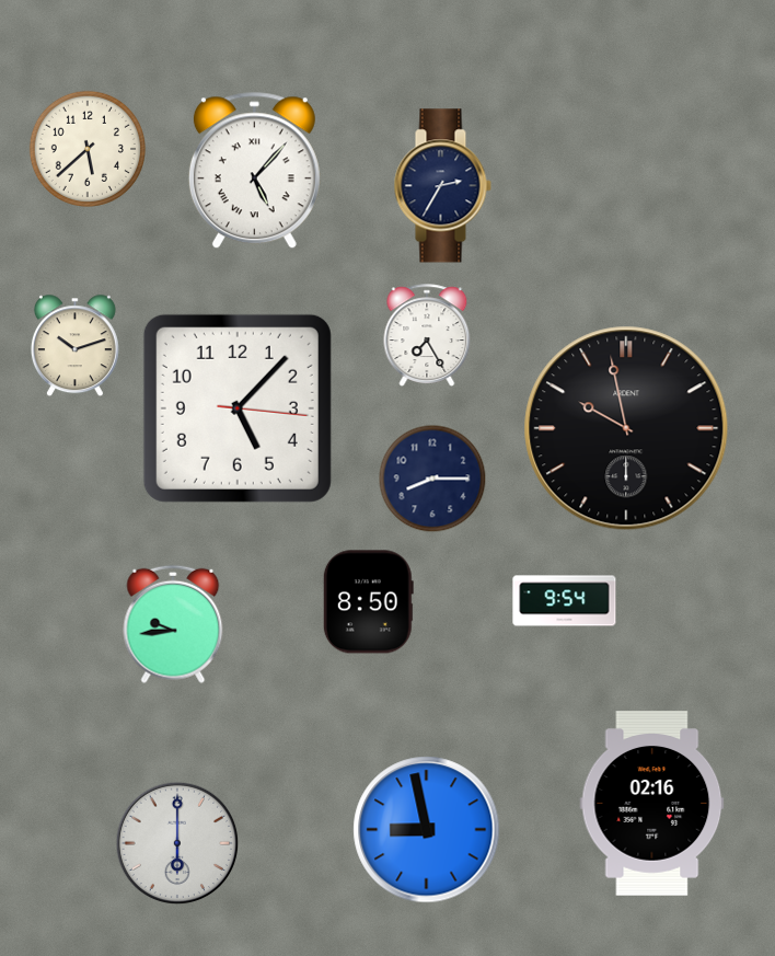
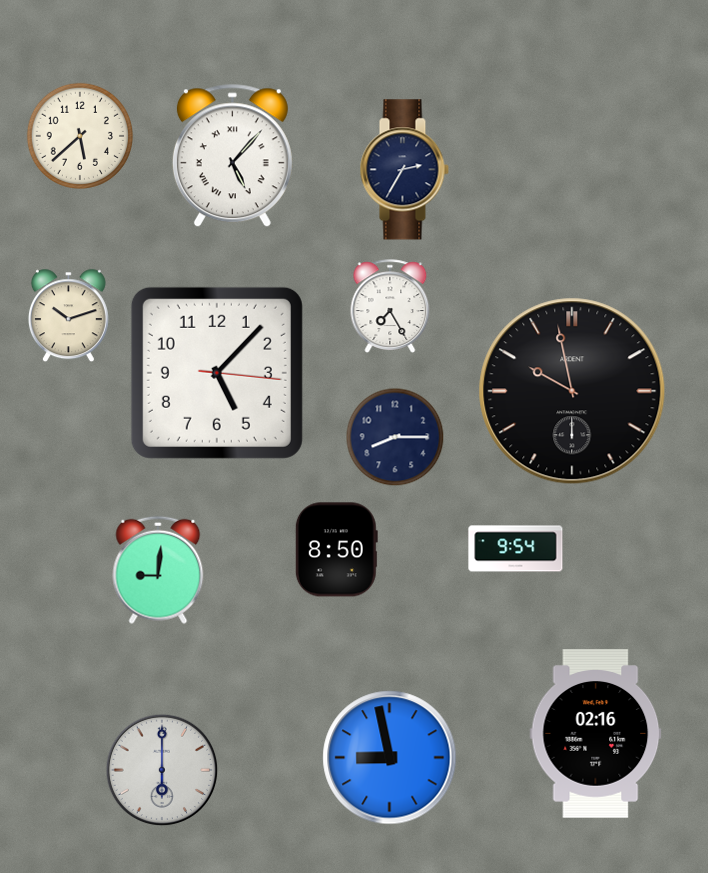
clock at (173, 624): 9:44 -> 9:01
